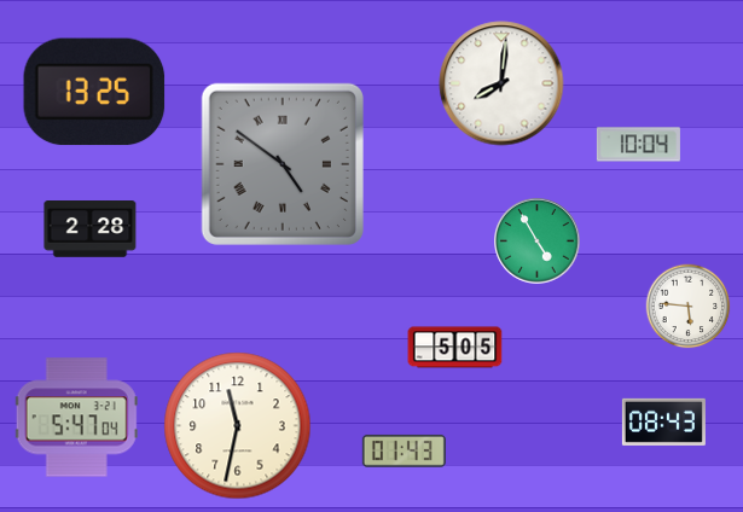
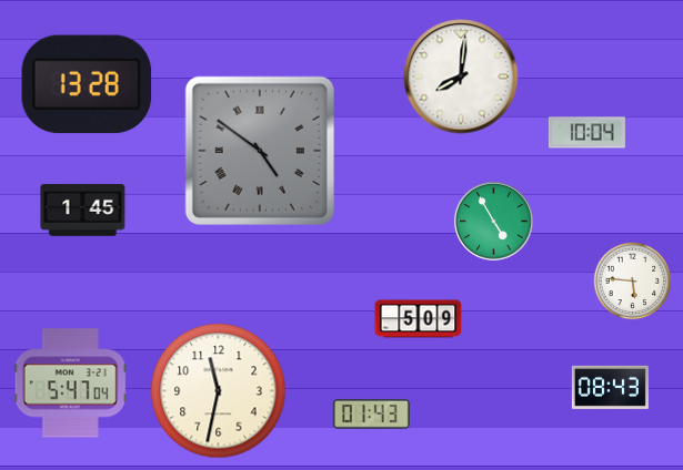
clock at (94, 92): 13:25 -> 13:28
clock at (91, 229): 2:28 -> 1:45
clock at (455, 348): 5:05 -> 5:09
